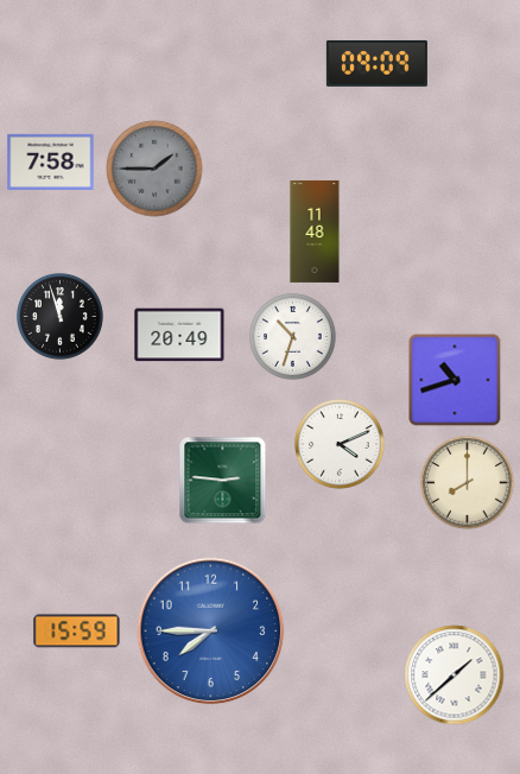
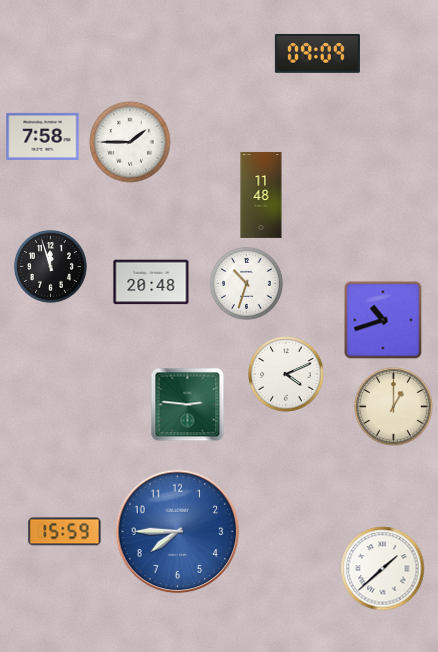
clock at (154, 169) dial: grey -> white
clock at (315, 231) position: (315, 231) -> (261, 195)
clock at (179, 335): 20:49 -> 20:48
clock at (468, 483): 8:00 -> 1:00
